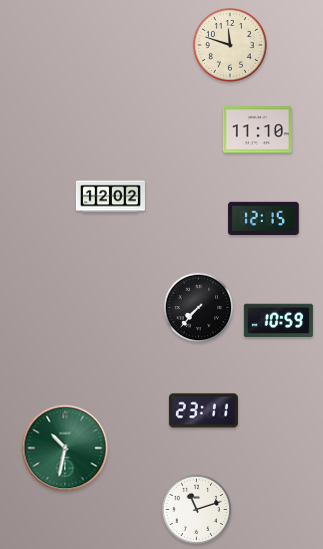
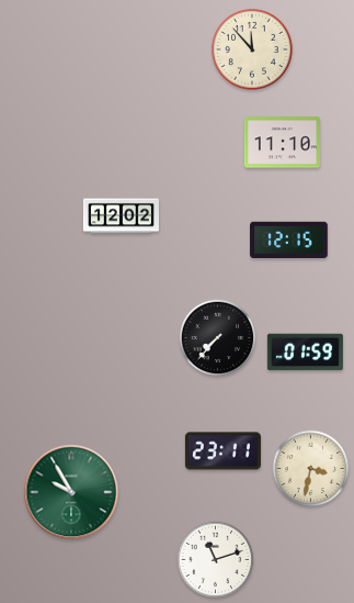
clock at (230, 45): 11:48 -> 11:53
clock at (278, 321): 10:59 -> 01:59
clock at (311, 469): none -> 3:32
clock at (65, 448): 10:32 -> 9:55
